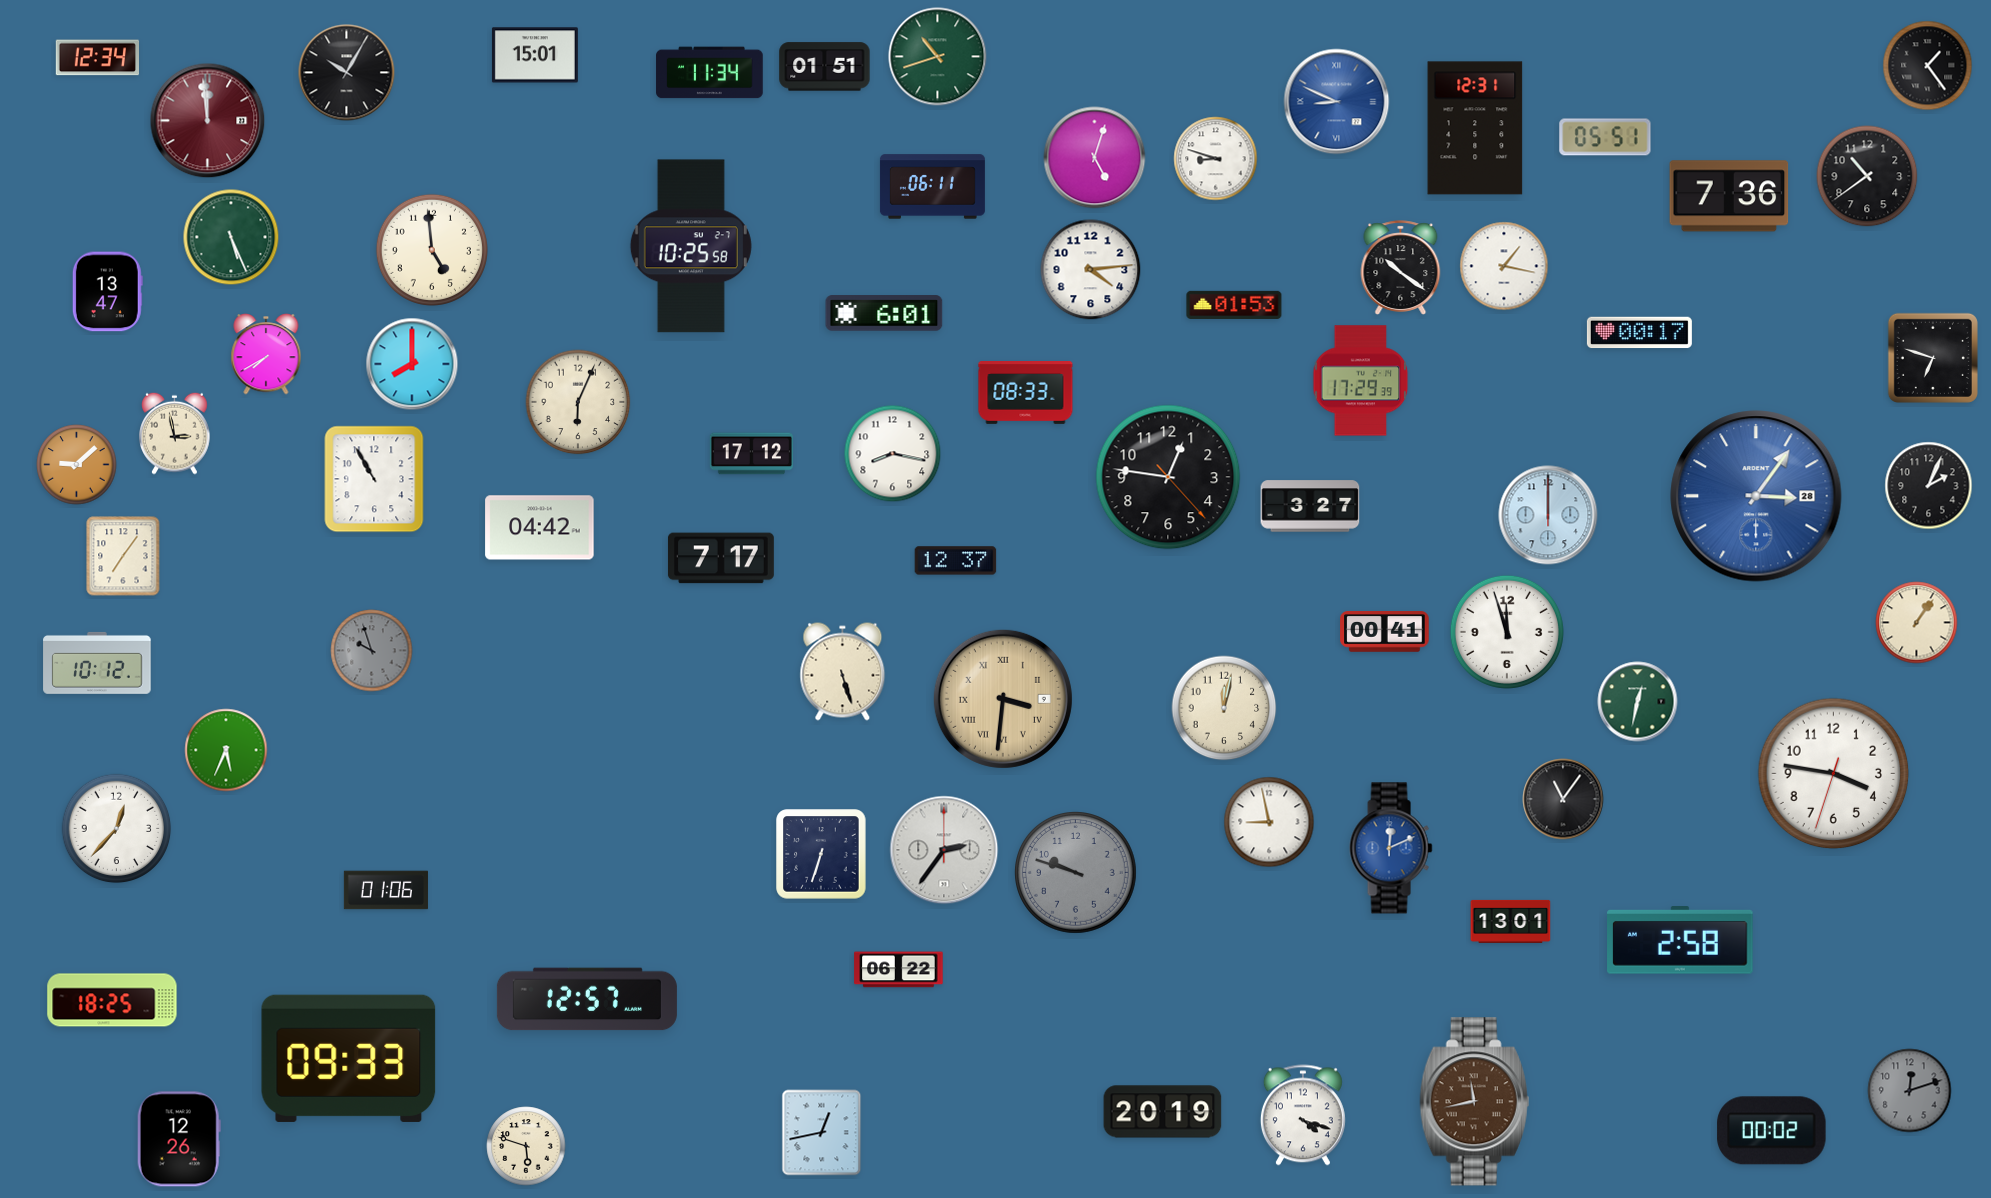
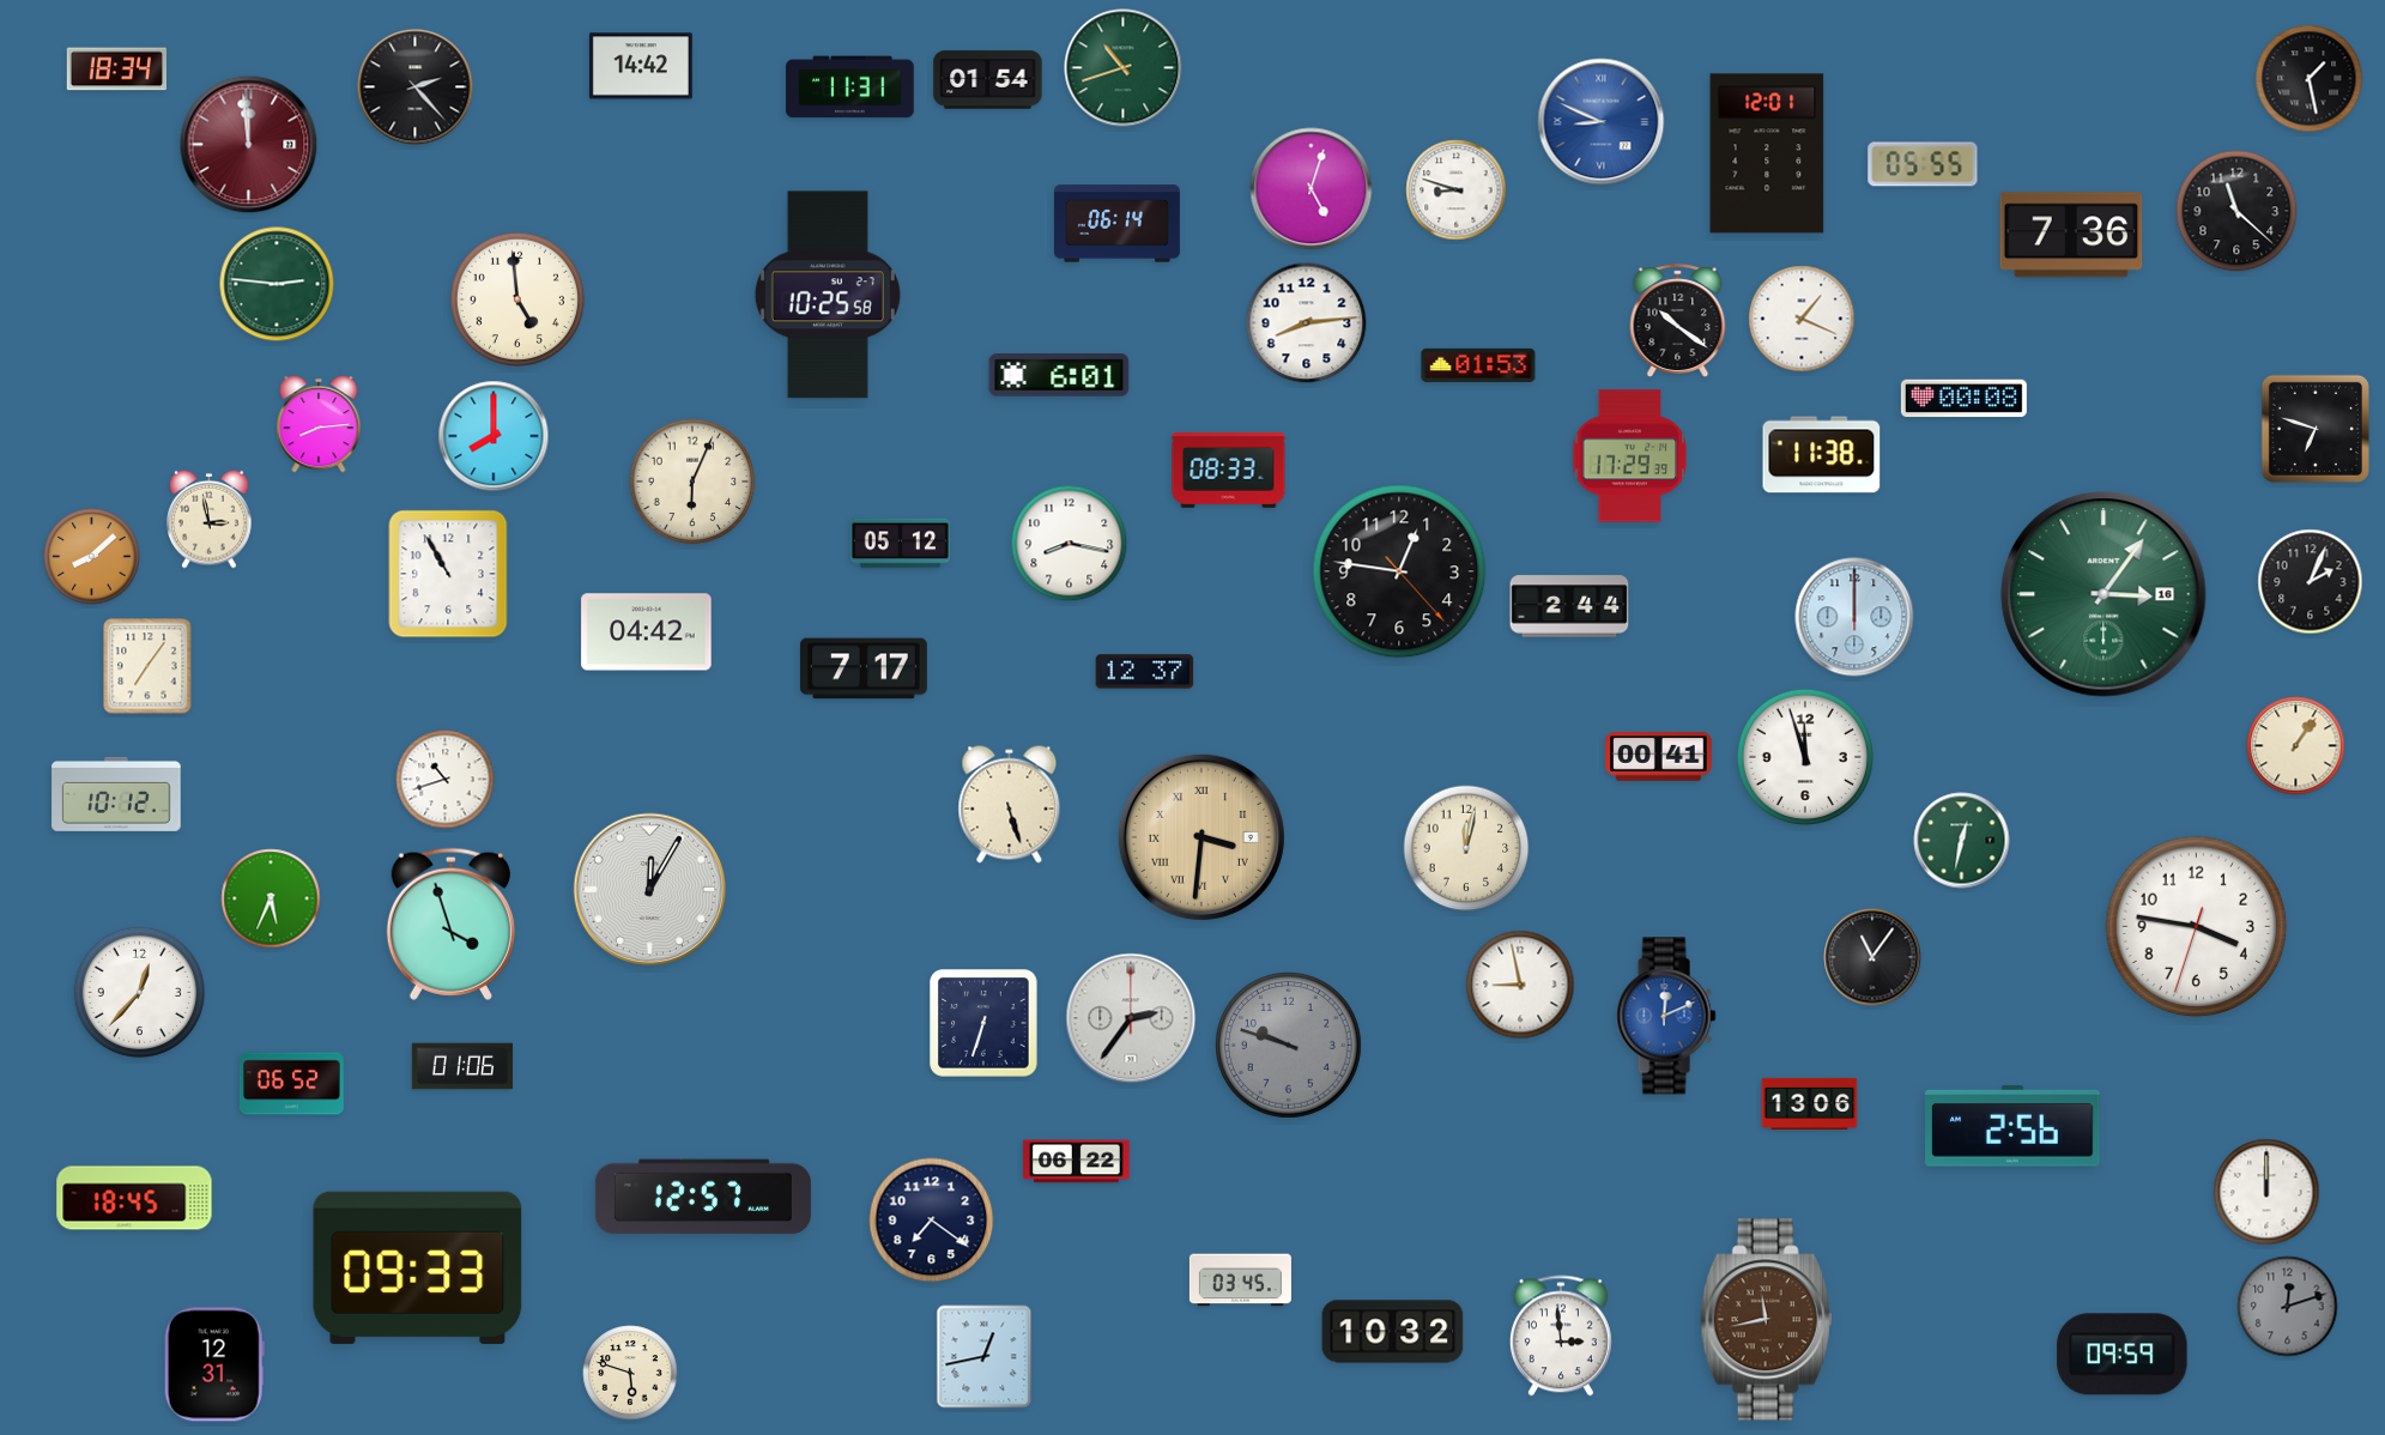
clock at (535, 55): 15:01 -> 14:42
clock at (97, 58): 12:34 -> 18:34
clock at (1928, 66): 1:24 -> 1:28
clock at (825, 67): 01:51 -> 01:54
clock at (347, 73): 10:05 -> 2:23
clock at (710, 73): 11:34 -> 11:31
clock at (1475, 128): 12:31 -> 12:01
clock at (1605, 137): 05:51 -> 05:55
clock at (1867, 176): 10:39 -> 11:22
clock at (932, 187): 06:11 -> 06:14
clock at (231, 237): 5:26 -> 2:46
clock at (1504, 266): 1:17 -> 1:19
clock at (1091, 270): 4:14 -> 8:14
clock at (107, 292): 13:47 -> none
clock at (1639, 333): 00:17 -> 00:08
clock at (266, 354): 7:40 -> 8:14
clock at (1822, 455): none -> 11:38
clock at (752, 454): 17:12 -> 05:12
clock at (77, 465): 9:08 -> 8:08
clock at (1756, 496) date: 28 -> 16
clock at (1756, 496) dial: blue -> green
clock at (1310, 506): 3:27 -> 2:44
clock at (372, 651): 9:57 -> 10:42
clock at (372, 651) dial: grey -> white
clock at (650, 890): none -> 12:05
clock at (450, 924): none -> 3:57
clock at (291, 1084): none -> 06:52
clock at (1511, 921): 13:01 -> 13:06
clock at (1680, 940): 2:58 -> 2:56
clock at (2266, 1192): none -> 12:00
clock at (112, 1000): 18:25 -> 18:45
clock at (932, 1221): none -> 7:21
clock at (1240, 1280): none -> 03:45
clock at (1163, 1112): 20:19 -> 10:32
clock at (1303, 1115): 4:18 -> 2:59
clock at (1772, 1131): 00:02 -> 09:59
clock at (179, 1139): 12:26 -> 12:31
